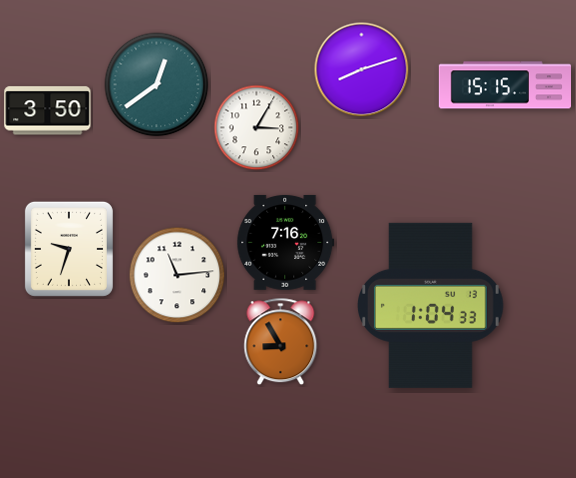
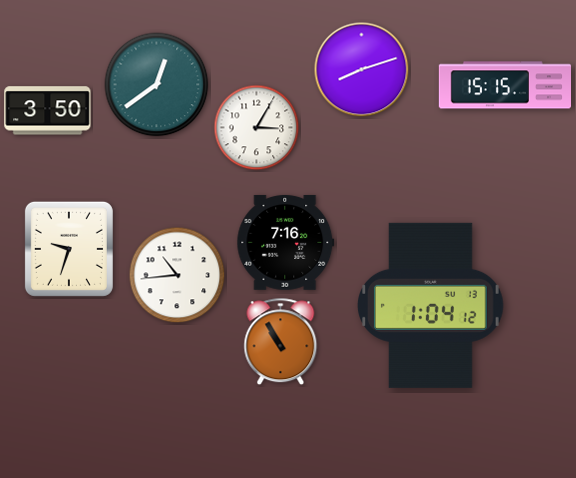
clock at (177, 275): 11:14 -> 10:44
clock at (431, 305): 1:04:33 -> 1:04:12
clock at (281, 342): 8:55 -> 10:55
